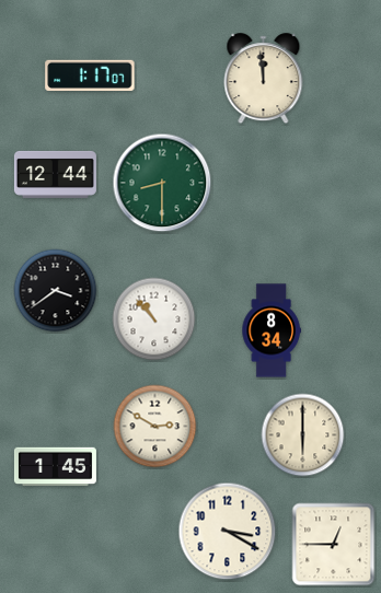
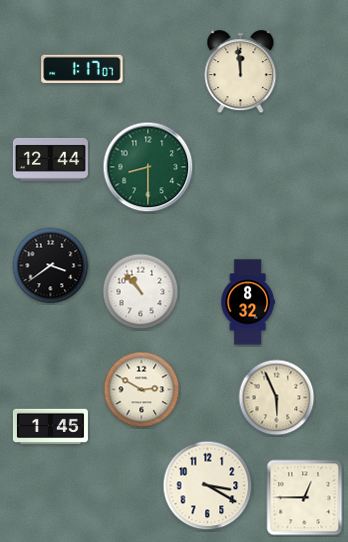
clock at (272, 330): 8:34 -> 8:32
clock at (303, 435): 6:00 -> 5:56
